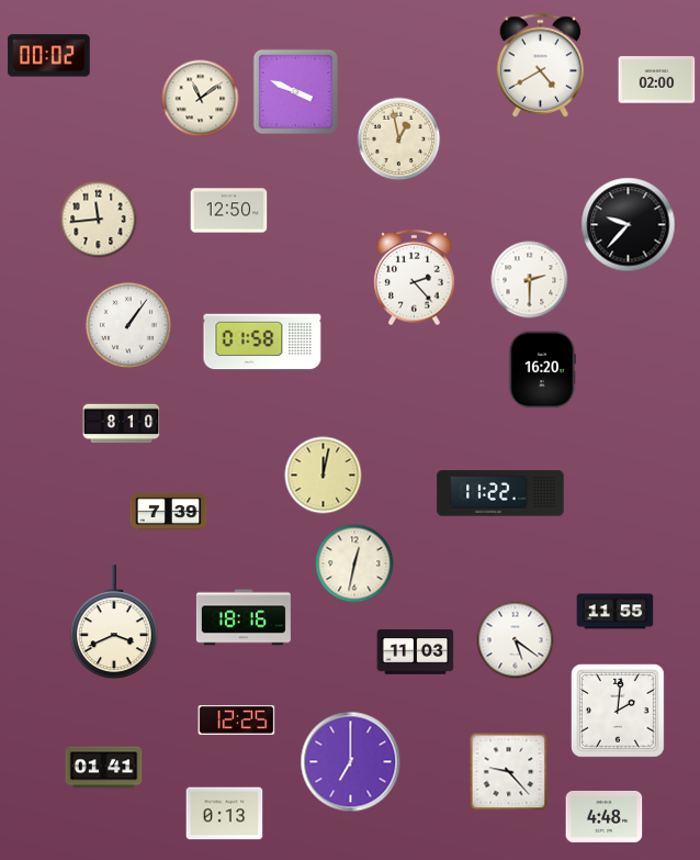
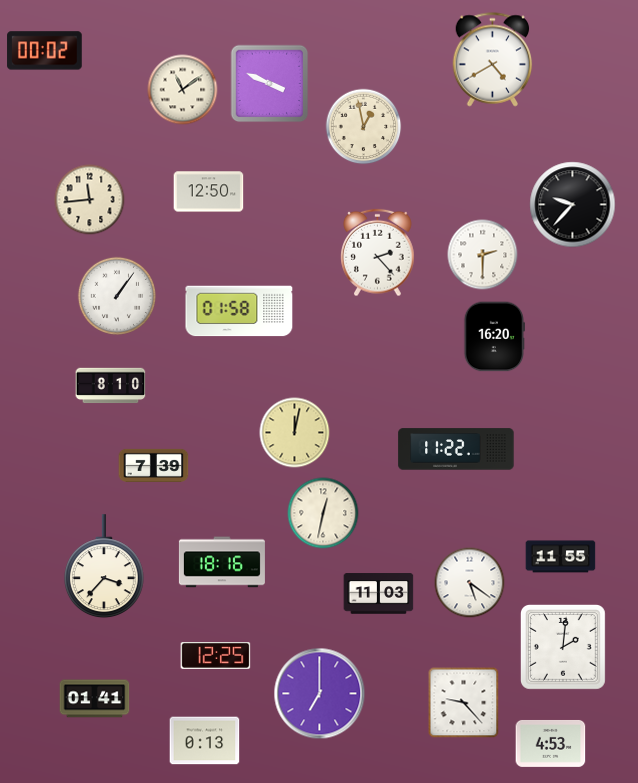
clock at (657, 80): 02:00 -> none
clock at (114, 623): 3:41 -> 3:37
clock at (605, 816): 4:48 -> 4:53
